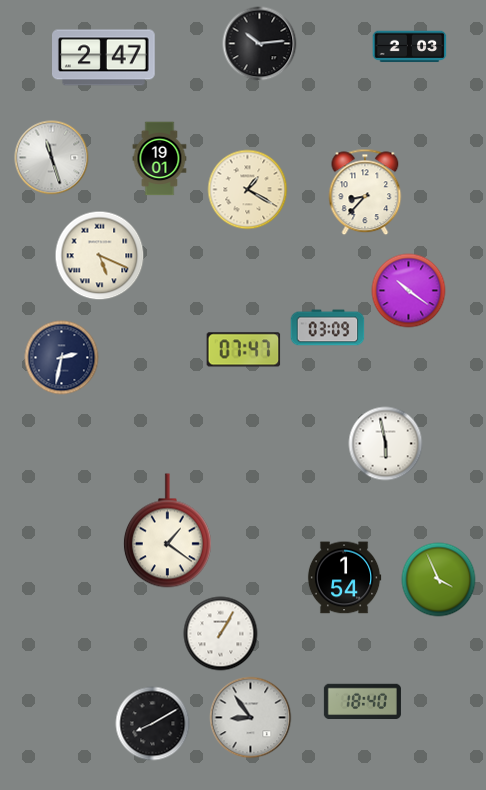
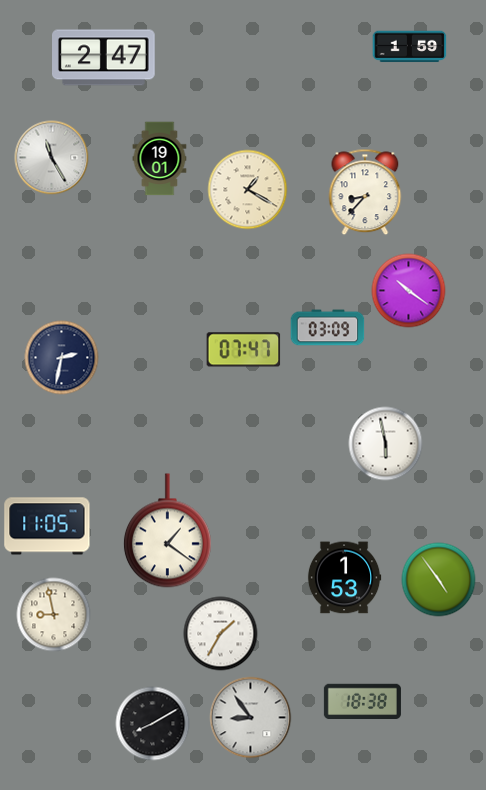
clock at (260, 44): 10:14 -> none
clock at (410, 47): 2:03 -> 1:59
clock at (52, 158): 11:27 -> 11:25
clock at (100, 256): 5:19 -> none
clock at (47, 526): none -> 11:05
clock at (344, 578): 1:54 -> 1:53
clock at (439, 580): 3:56 -> 4:54
clock at (54, 615): none -> 8:58
clock at (221, 634): 1:05 -> 1:35
clock at (362, 702): 18:40 -> 18:38
